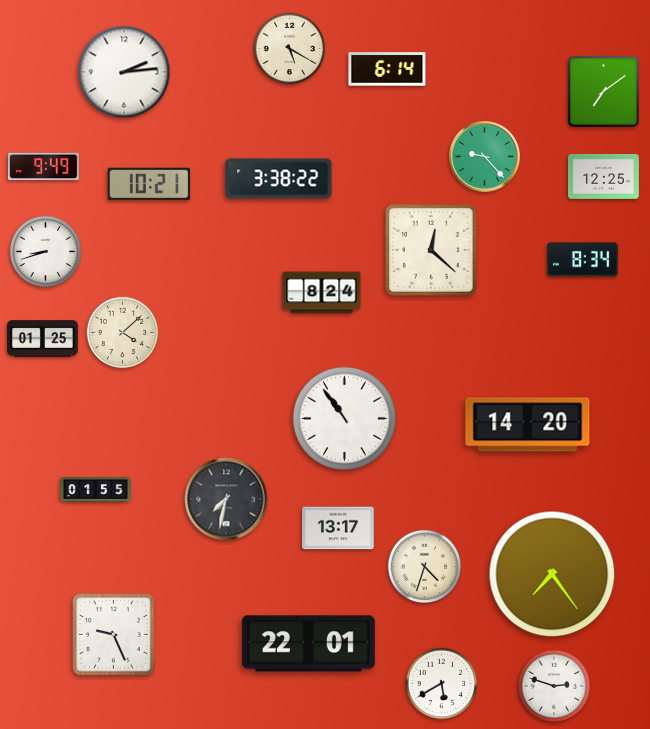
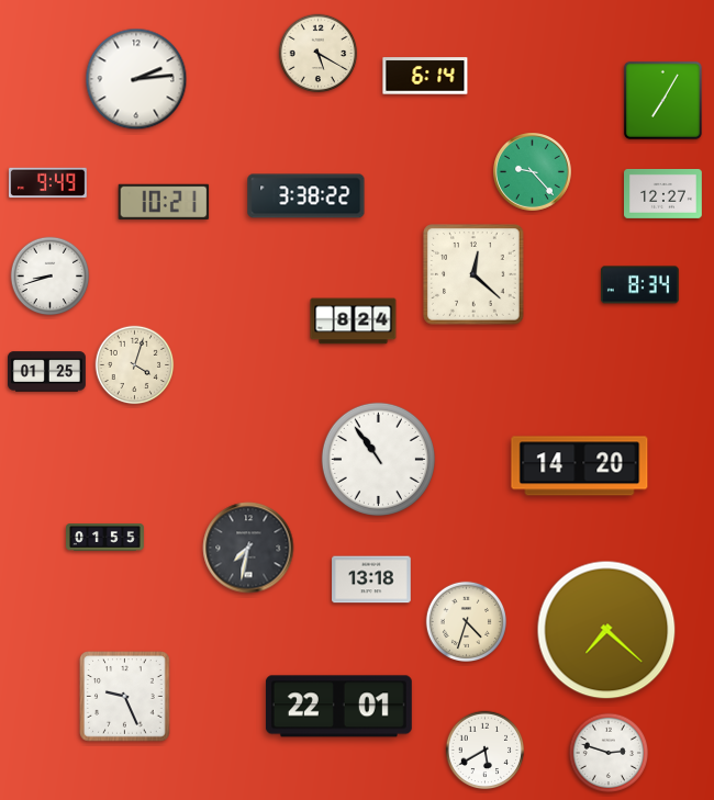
clock at (603, 91): 7:09 -> 7:05
clock at (604, 176): 12:25 -> 12:27
clock at (123, 333): 4:08 -> 4:03
clock at (338, 528): 13:17 -> 13:18
clock at (552, 574): 7:24 -> 7:22
